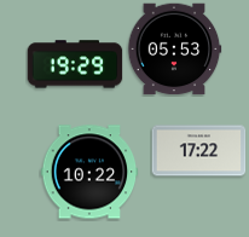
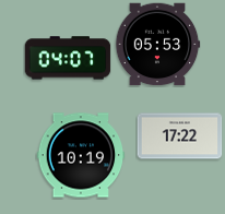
clock at (75, 64): 19:29 -> 04:07
clock at (89, 172): 10:22 -> 10:19
